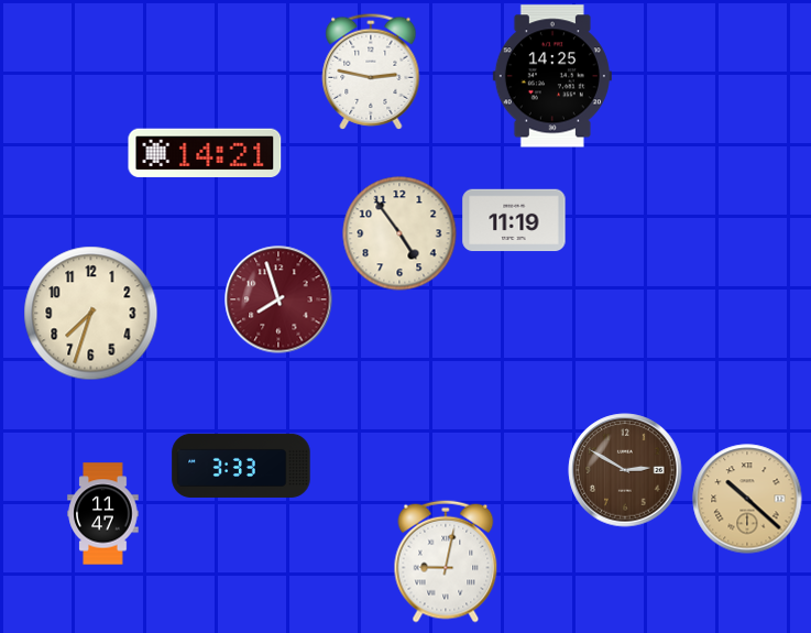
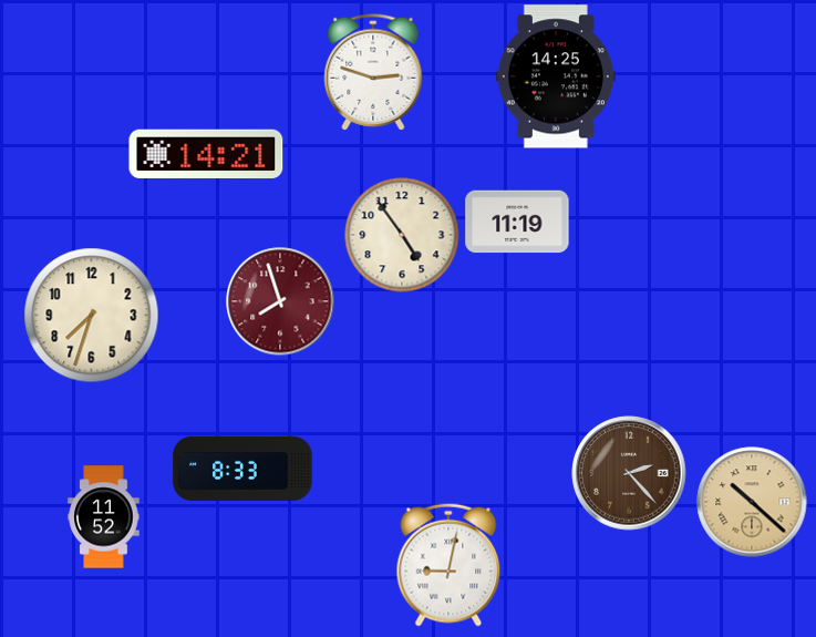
clock at (371, 72): 2:47 -> 2:48
clock at (241, 466): 3:33 -> 8:33
clock at (625, 470): 2:50 -> 2:23
clock at (103, 514): 11:47 -> 11:52
